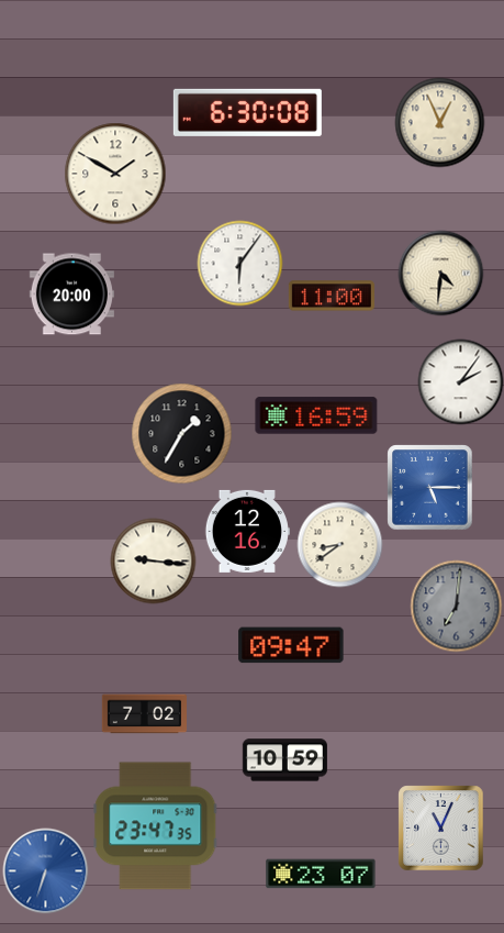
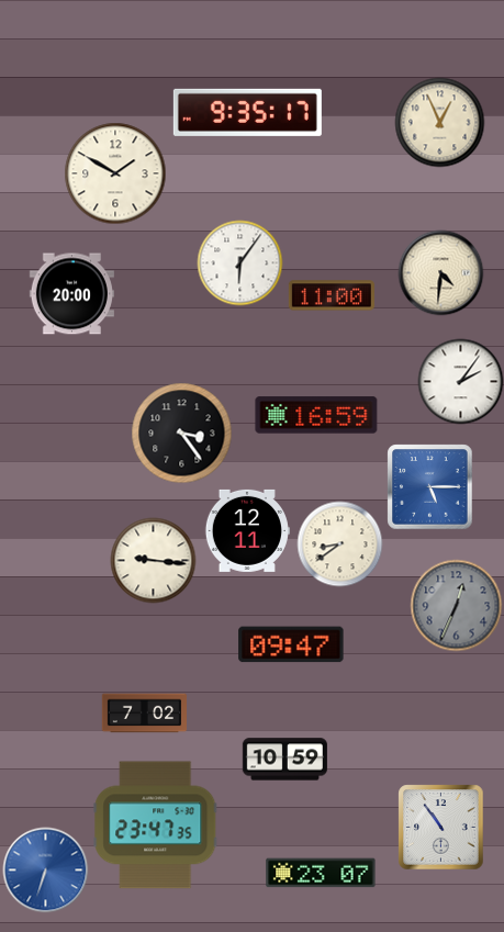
clock at (247, 112): 6:30 -> 9:35
clock at (181, 433): 1:35 -> 3:24
clock at (247, 531): 12:16 -> 12:11
clock at (456, 606): 7:01 -> 12:34
clock at (440, 828): 11:04 -> 10:54
